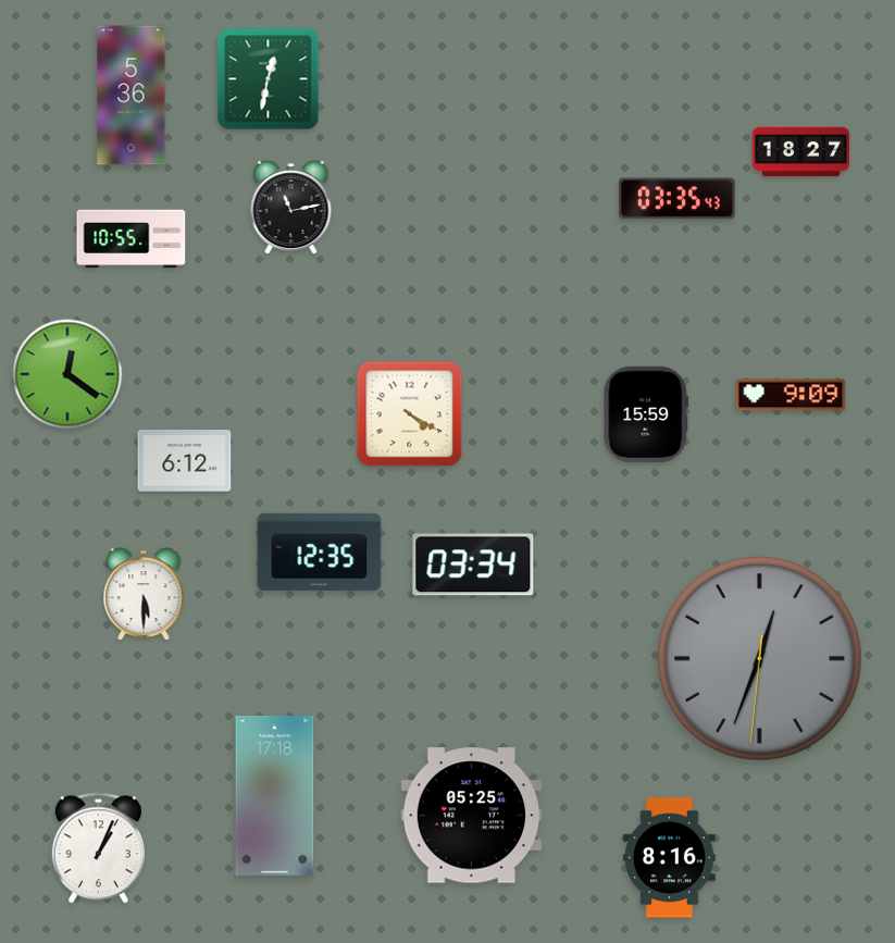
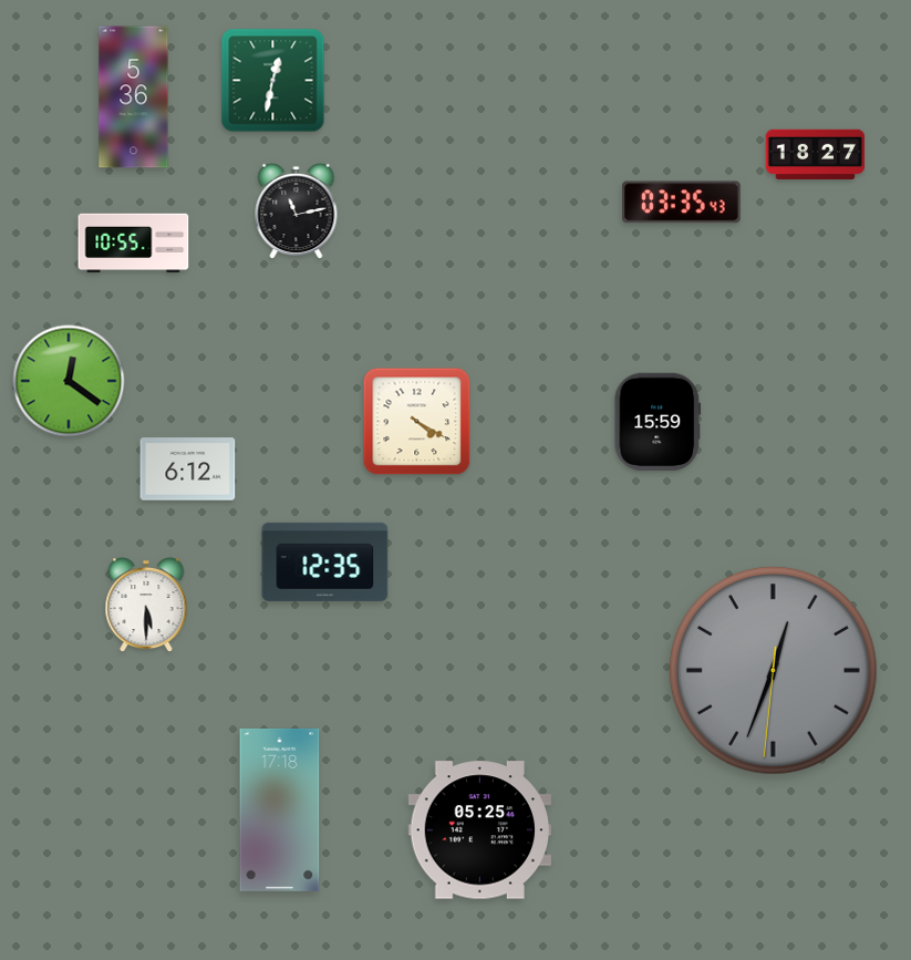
clock at (678, 199) position: (678, 199) -> (682, 203)
clock at (791, 395): 9:09 -> none
clock at (473, 564): 03:34 -> none
clock at (98, 848): 1:04 -> none
clock at (670, 858): 8:16 -> none
